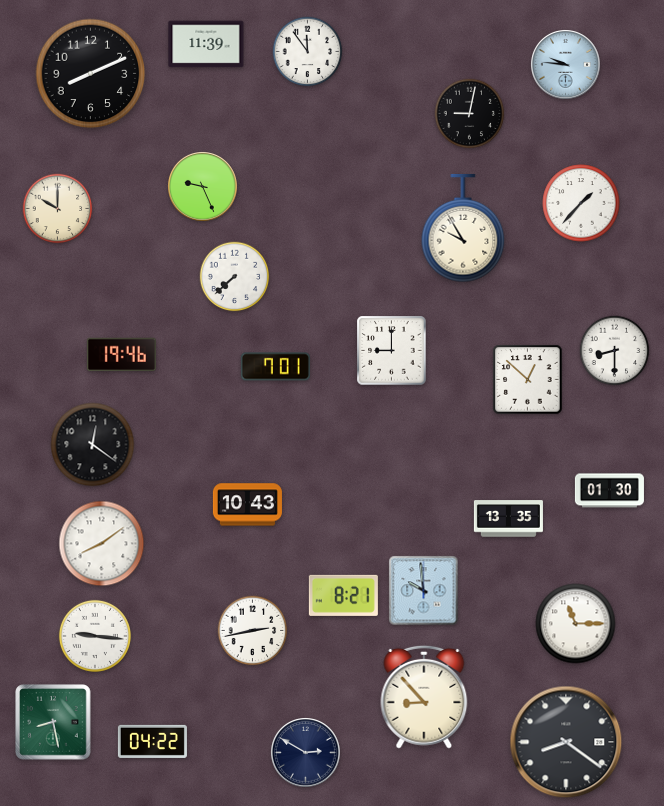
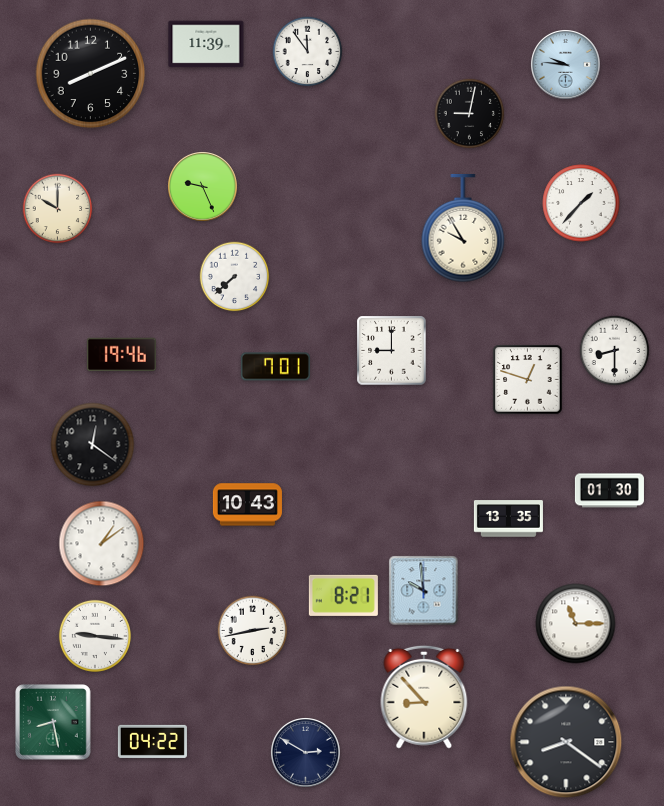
clock at (528, 380): 12:52 -> 12:48
clock at (102, 544): 8:09 -> 1:09
